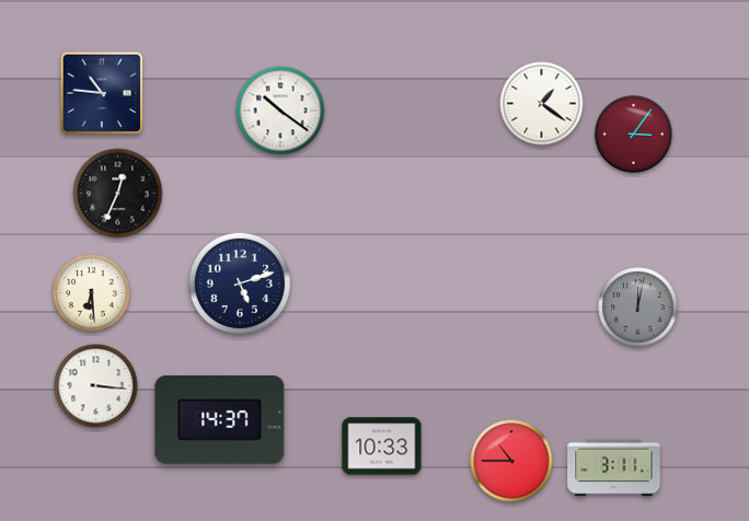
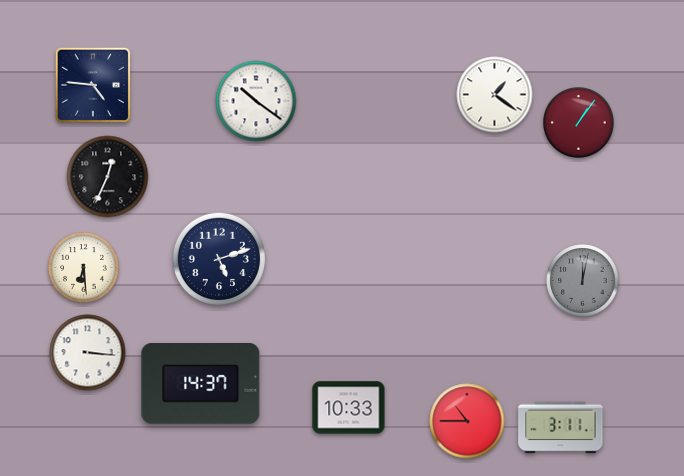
clock at (102, 93): 10:46 -> 4:46
clock at (634, 135): 3:06 -> 1:06
